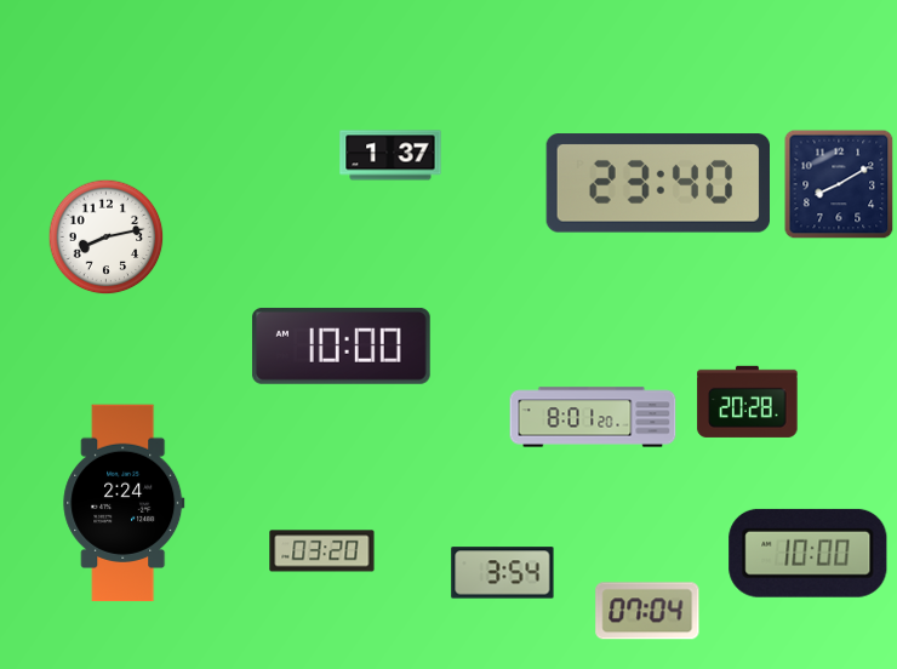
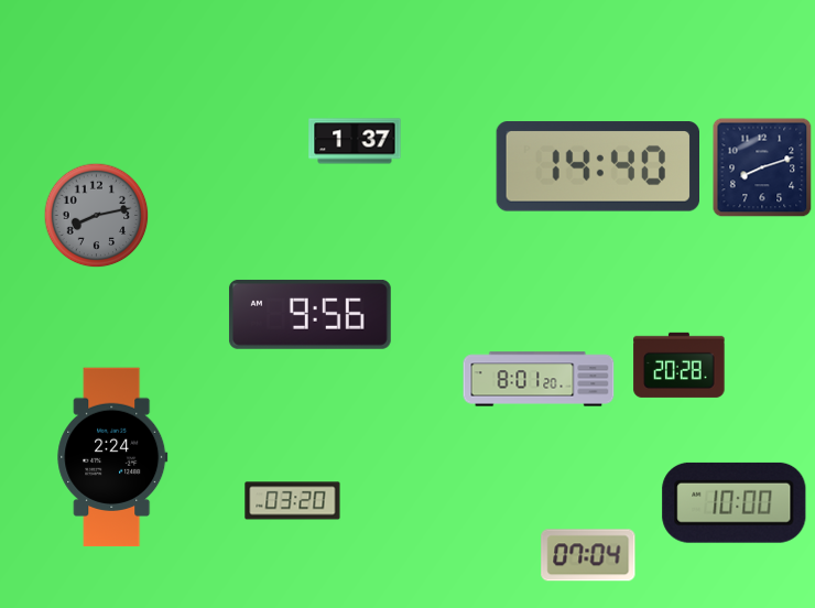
clock at (657, 183): 23:40 -> 14:40
clock at (839, 184): 8:10 -> 8:12
clock at (107, 238) dial: white -> grey
clock at (341, 345): 10:00 -> 9:56
clock at (503, 573): 3:54 -> none
